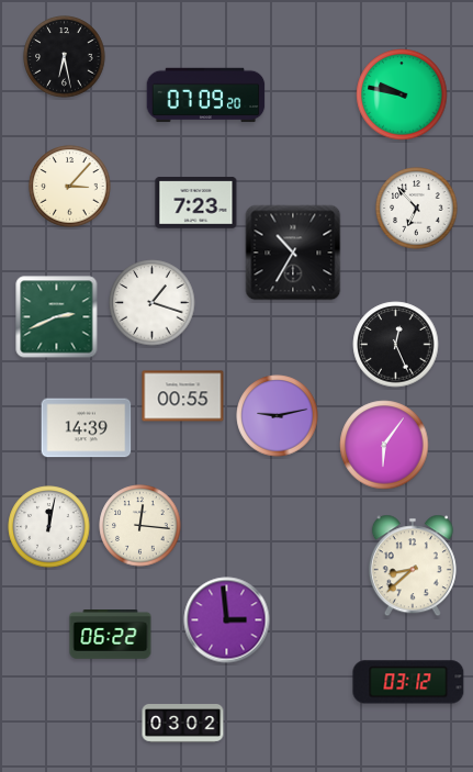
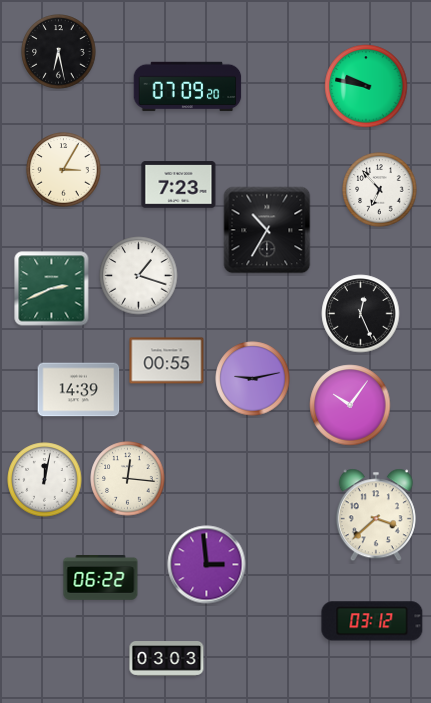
clock at (70, 187): 3:07 -> 3:05
clock at (384, 445): 6:06 -> 10:06
clock at (413, 566): 8:38 -> 3:38
clock at (183, 724): 03:02 -> 03:03
